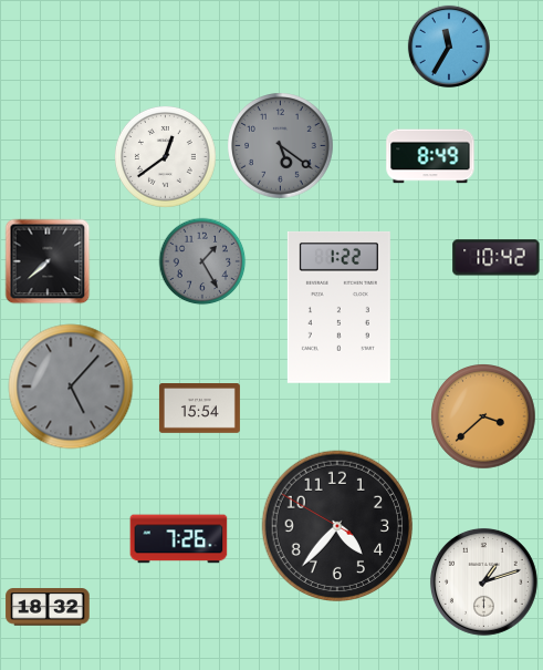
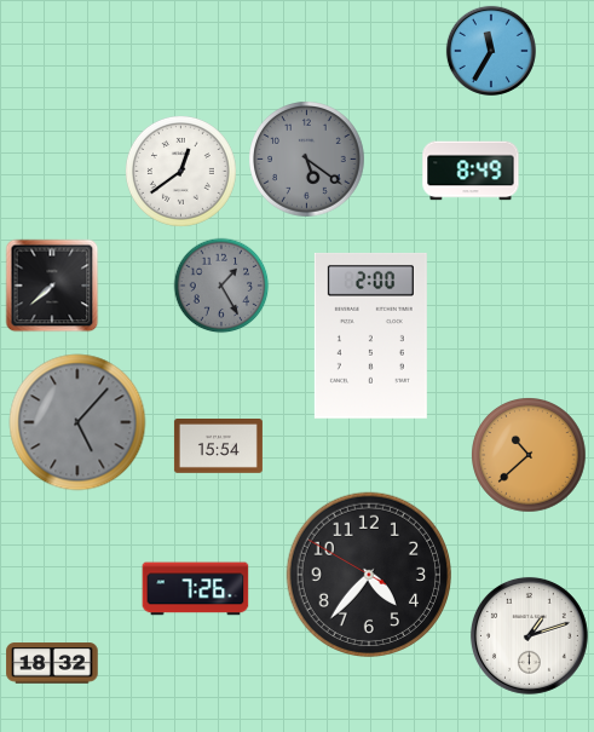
clock at (497, 258): 10:42 -> none
clock at (338, 307): 1:22 -> 2:00
clock at (484, 418): 3:38 -> 10:38
